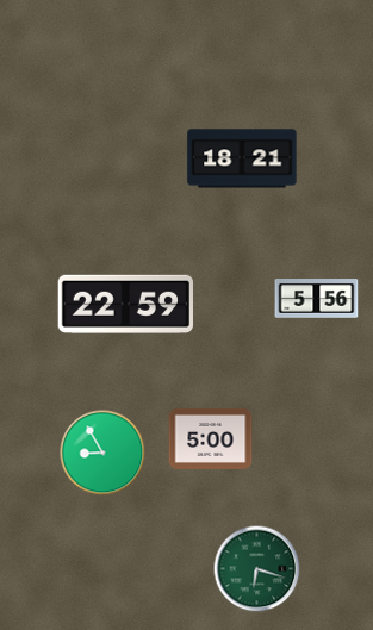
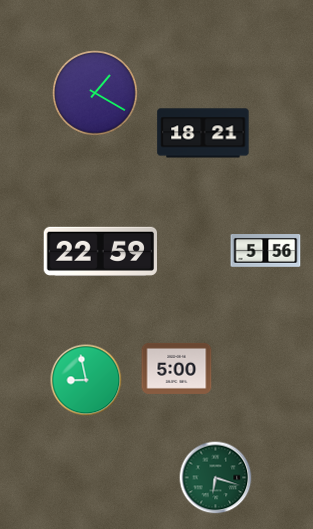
clock at (95, 94): none -> 1:20
clock at (125, 304) position: (125, 304) -> (100, 251)
clock at (102, 453): 8:55 -> 8:58
